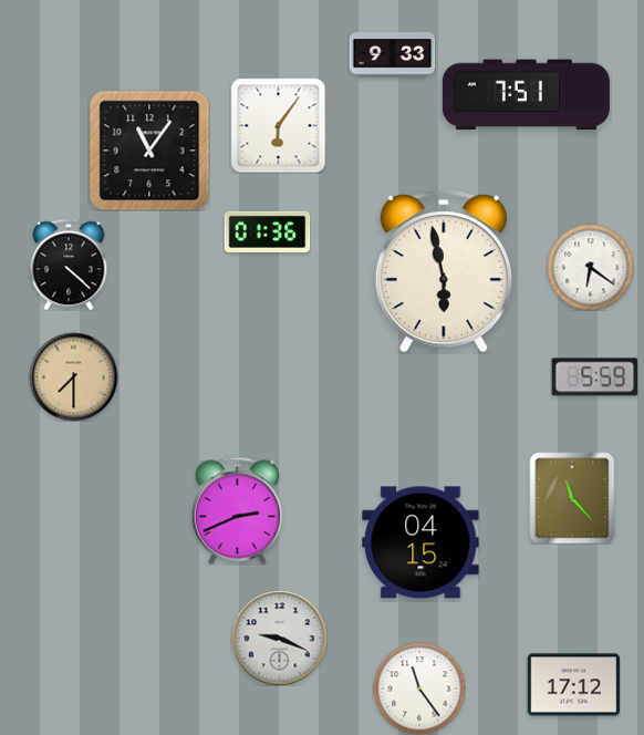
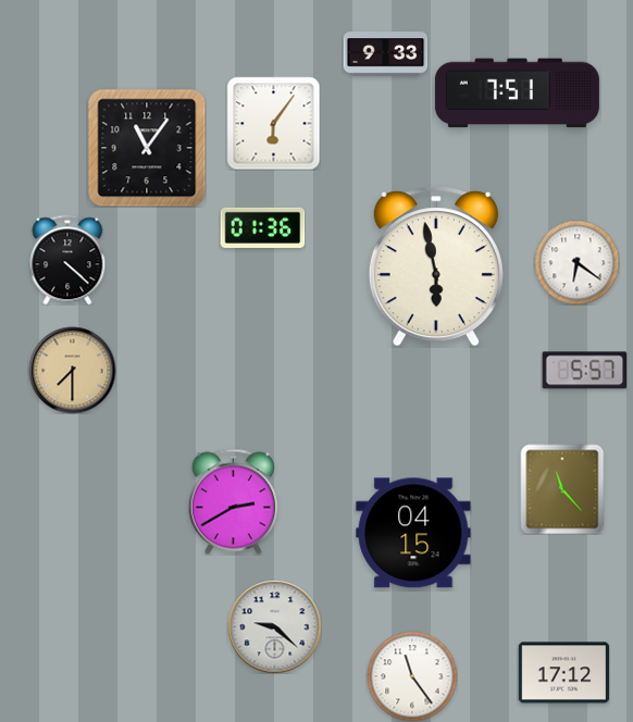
clock at (590, 267) position: (590, 267) -> (576, 262)
clock at (594, 377): 5:59 -> 5:57
clock at (237, 510): 2:41 -> 2:40
clock at (279, 638): 9:19 -> 9:22
